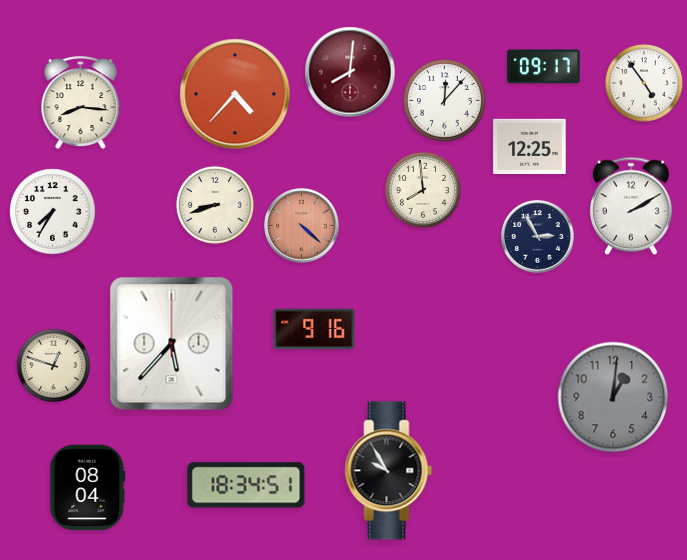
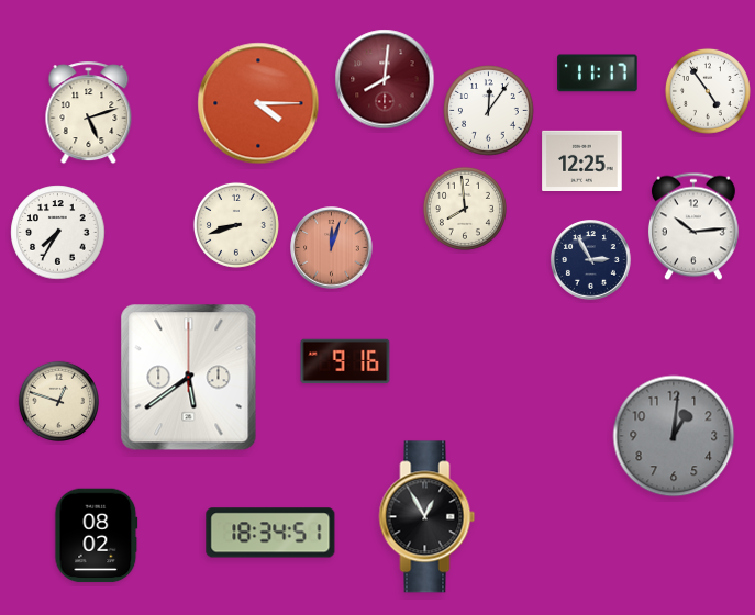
clock at (544, 67): 09:17 -> 11:17
clock at (235, 94): 4:37 -> 4:15
clock at (445, 101): 12:07 -> 12:06
clock at (81, 103): 8:16 -> 5:12
clock at (631, 206): 2:10 -> 10:14
clock at (302, 226): 4:22 -> 12:03
clock at (172, 344): 5:37 -> 5:39
clock at (389, 471): 9:55 -> 12:55
clock at (88, 488): 08:04 -> 08:02
